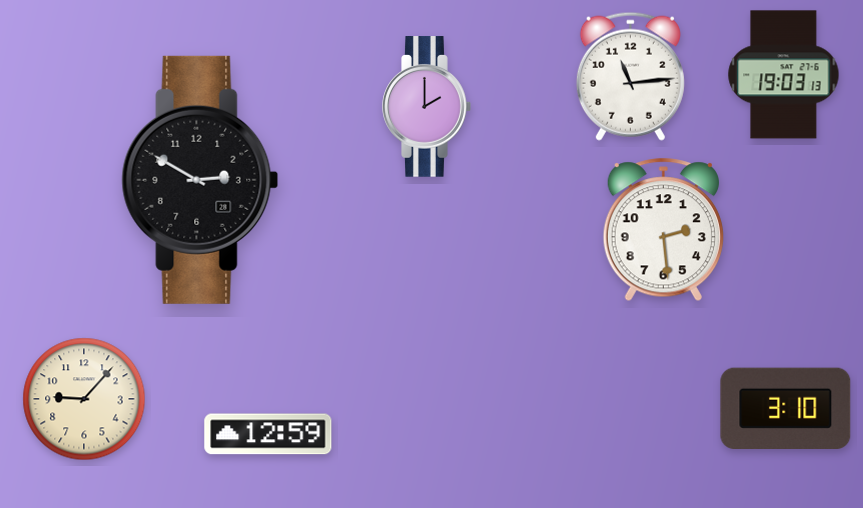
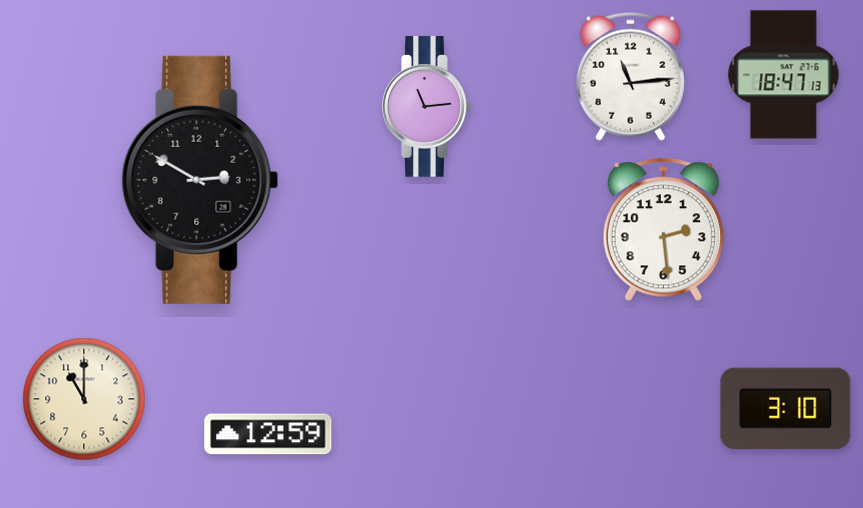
clock at (784, 75): 19:03 -> 18:47
clock at (427, 107): 2:00 -> 11:14
clock at (84, 399): 9:07 -> 11:00
